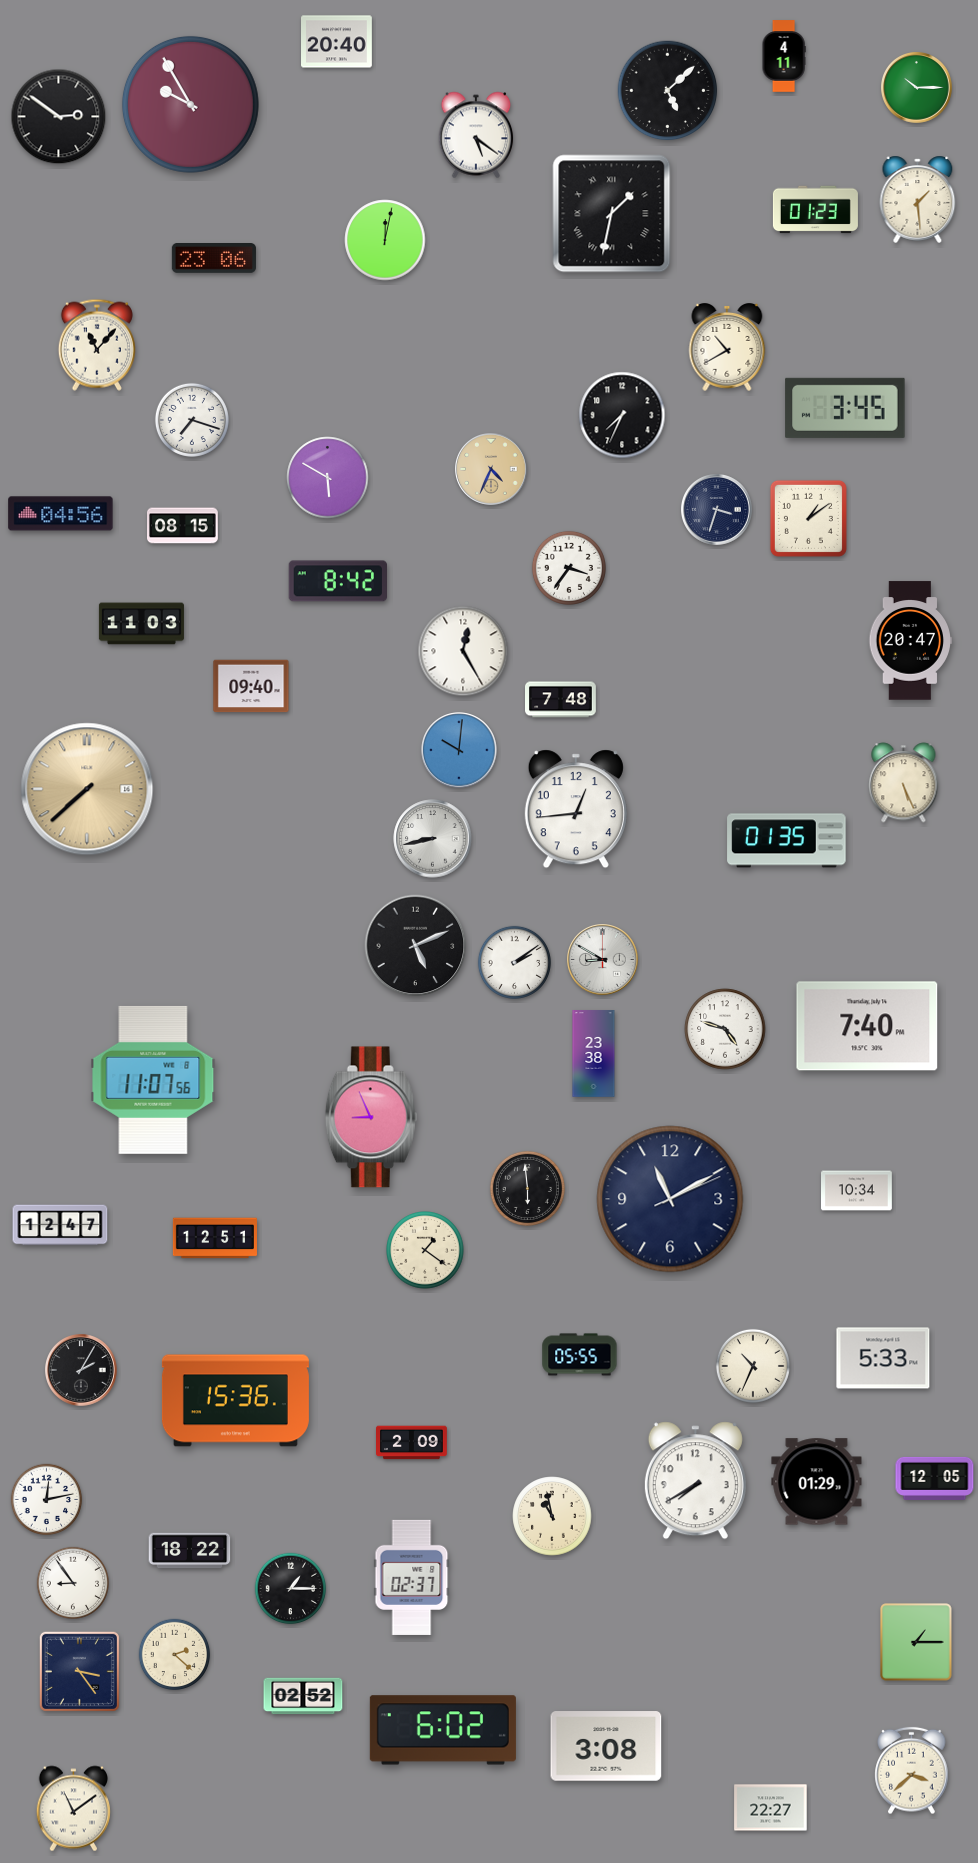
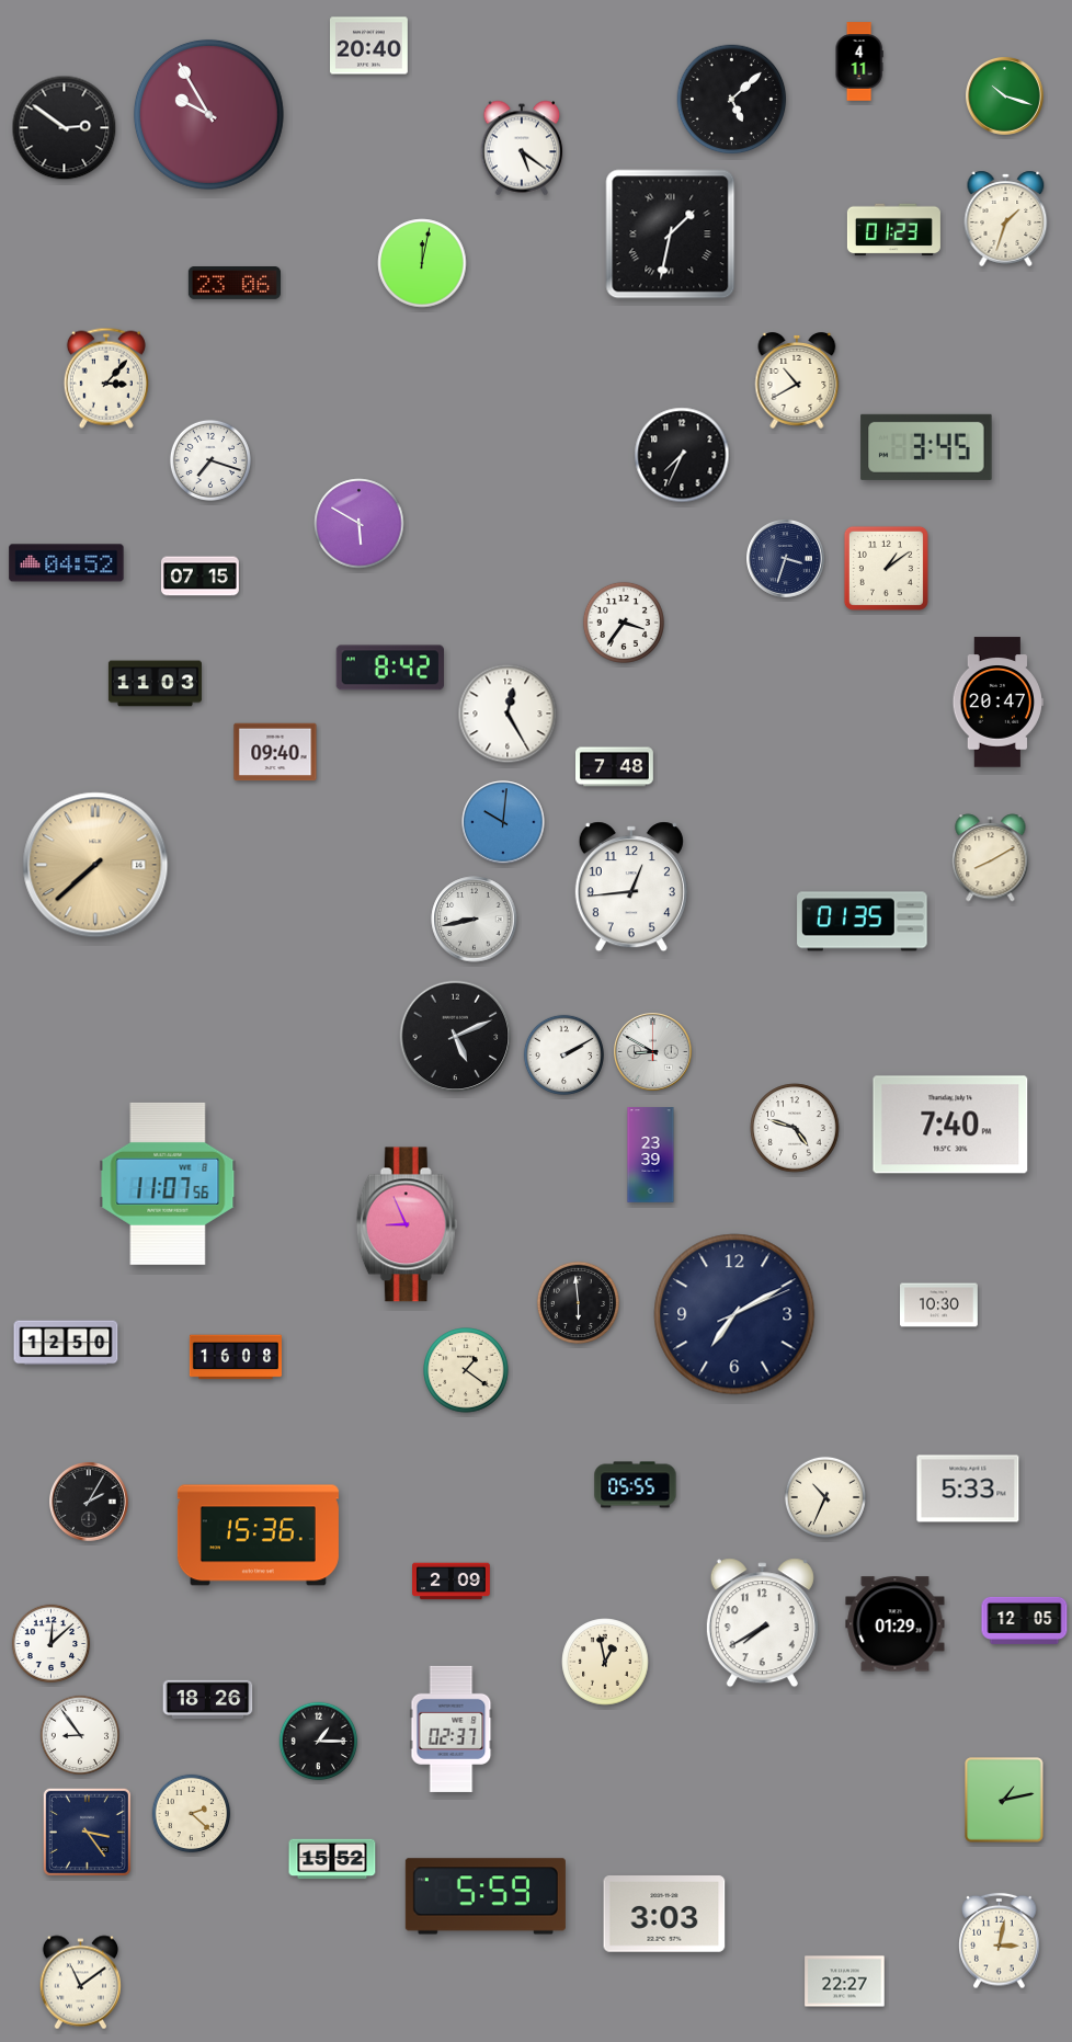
clock at (917, 88): 10:15 -> 10:18
clock at (918, 199): 1:29 -> 1:33
clock at (97, 345): 11:07 -> 3:07
clock at (491, 469): 4:34 -> none
clock at (61, 514): 04:56 -> 04:52
clock at (183, 526): 08:15 -> 07:15
clock at (337, 581) position: (337, 581) -> (389, 668)
clock at (904, 783): 5:26 -> 8:10
clock at (603, 960) position: (603, 960) -> (653, 1052)
clock at (514, 962): 2:09 -> 2:10
clock at (594, 1054): 23:38 -> 23:39
clock at (857, 1191): 10:34 -> 10:30
clock at (670, 1199): 11:10 -> 7:10
clock at (60, 1225): 12:47 -> 12:50
clock at (215, 1238): 12:51 -> 16:08
clock at (47, 1500): 12:13 -> 12:08
clock at (552, 1516): 10:58 -> 12:58
clock at (190, 1551): 18:22 -> 18:26
clock at (916, 1642): 1:15 -> 1:13
clock at (303, 1696): 02:52 -> 15:52
clock at (443, 1730): 6:02 -> 5:59
clock at (606, 1746): 3:08 -> 3:03
clock at (912, 1771): 3:38 -> 3:02
